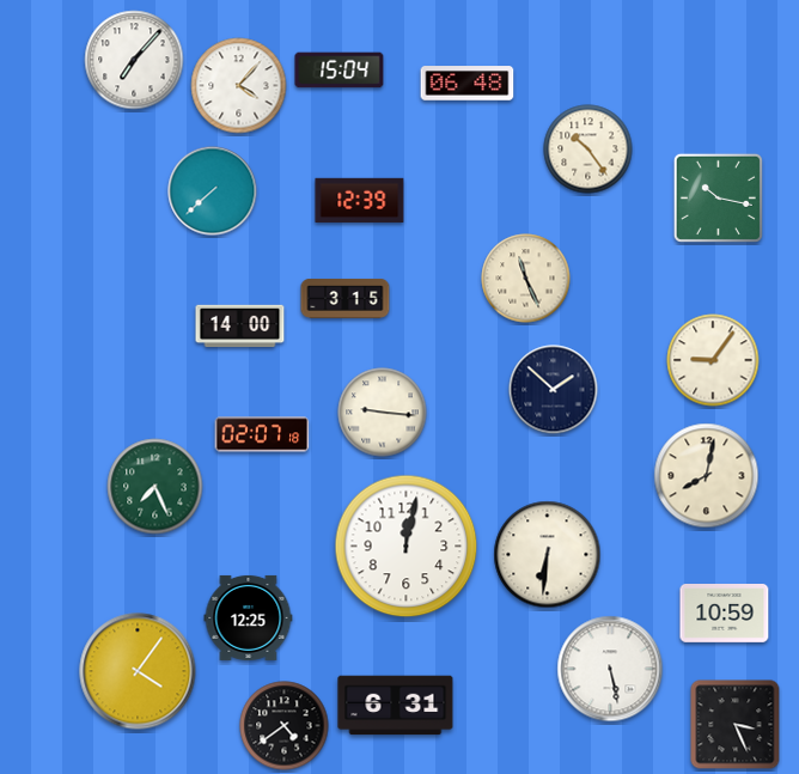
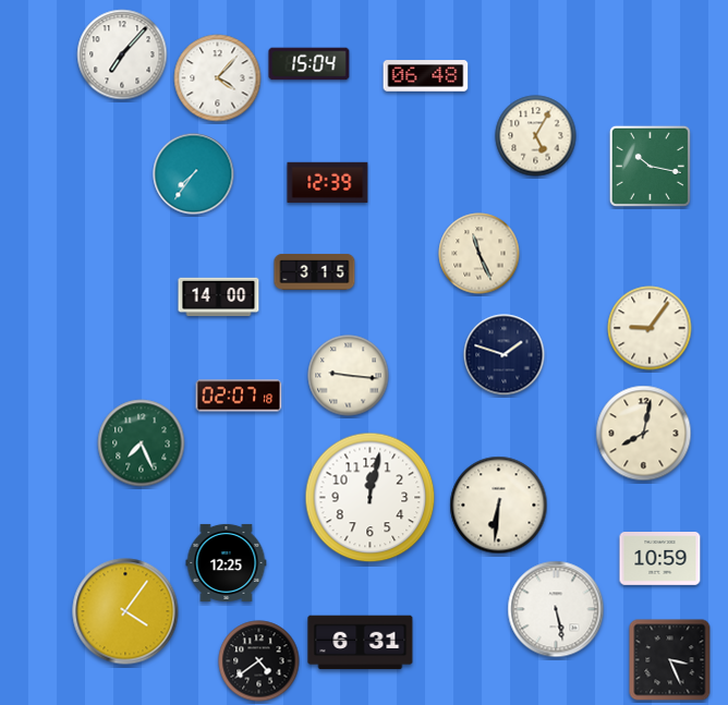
clock at (588, 150): 10:24 -> 5:05
clock at (213, 191): 7:38 -> 7:36
clock at (718, 197) position: (718, 197) -> (650, 166)
clock at (554, 390): 1:52 -> 1:48
